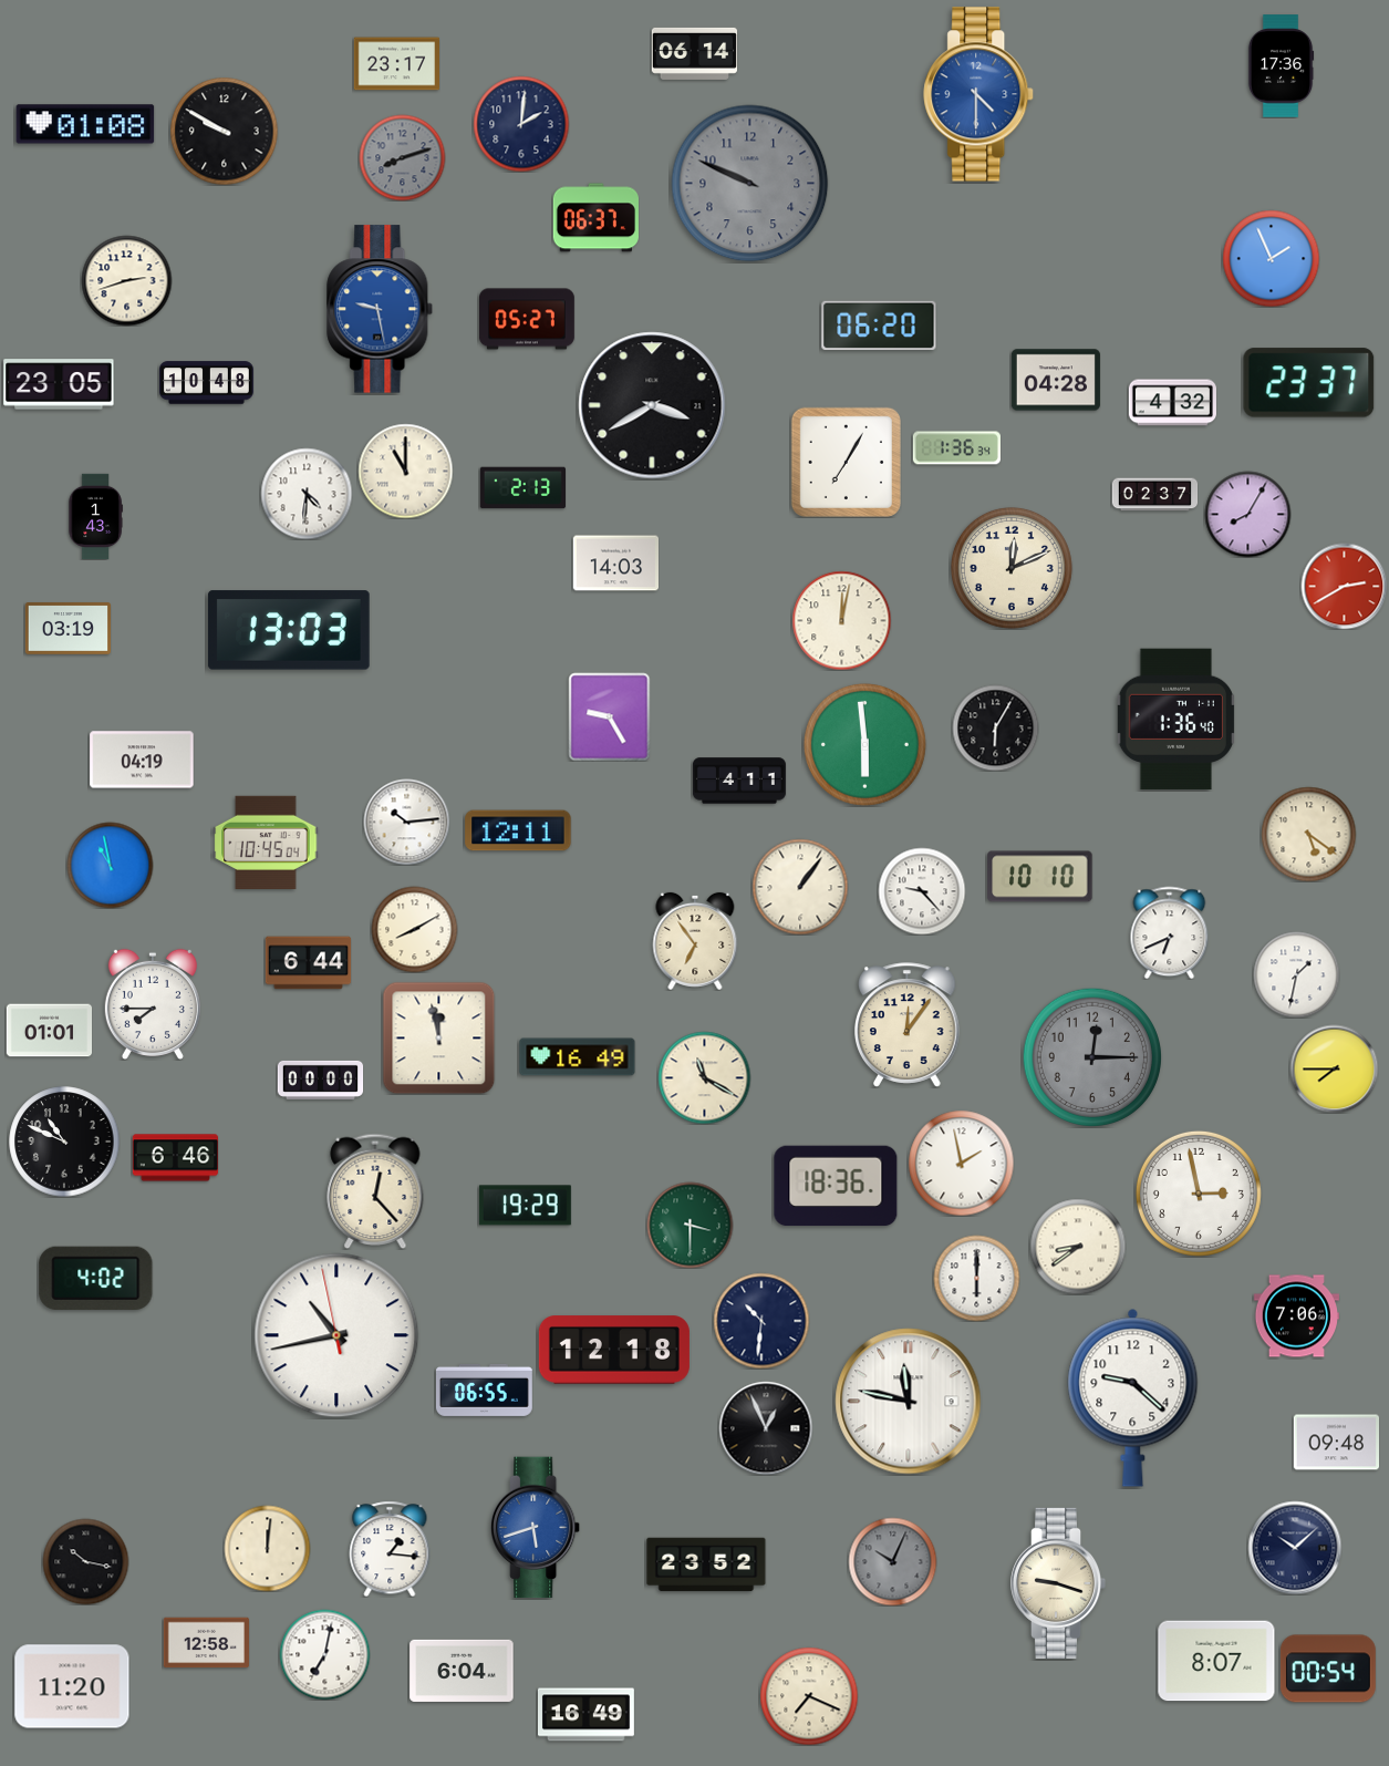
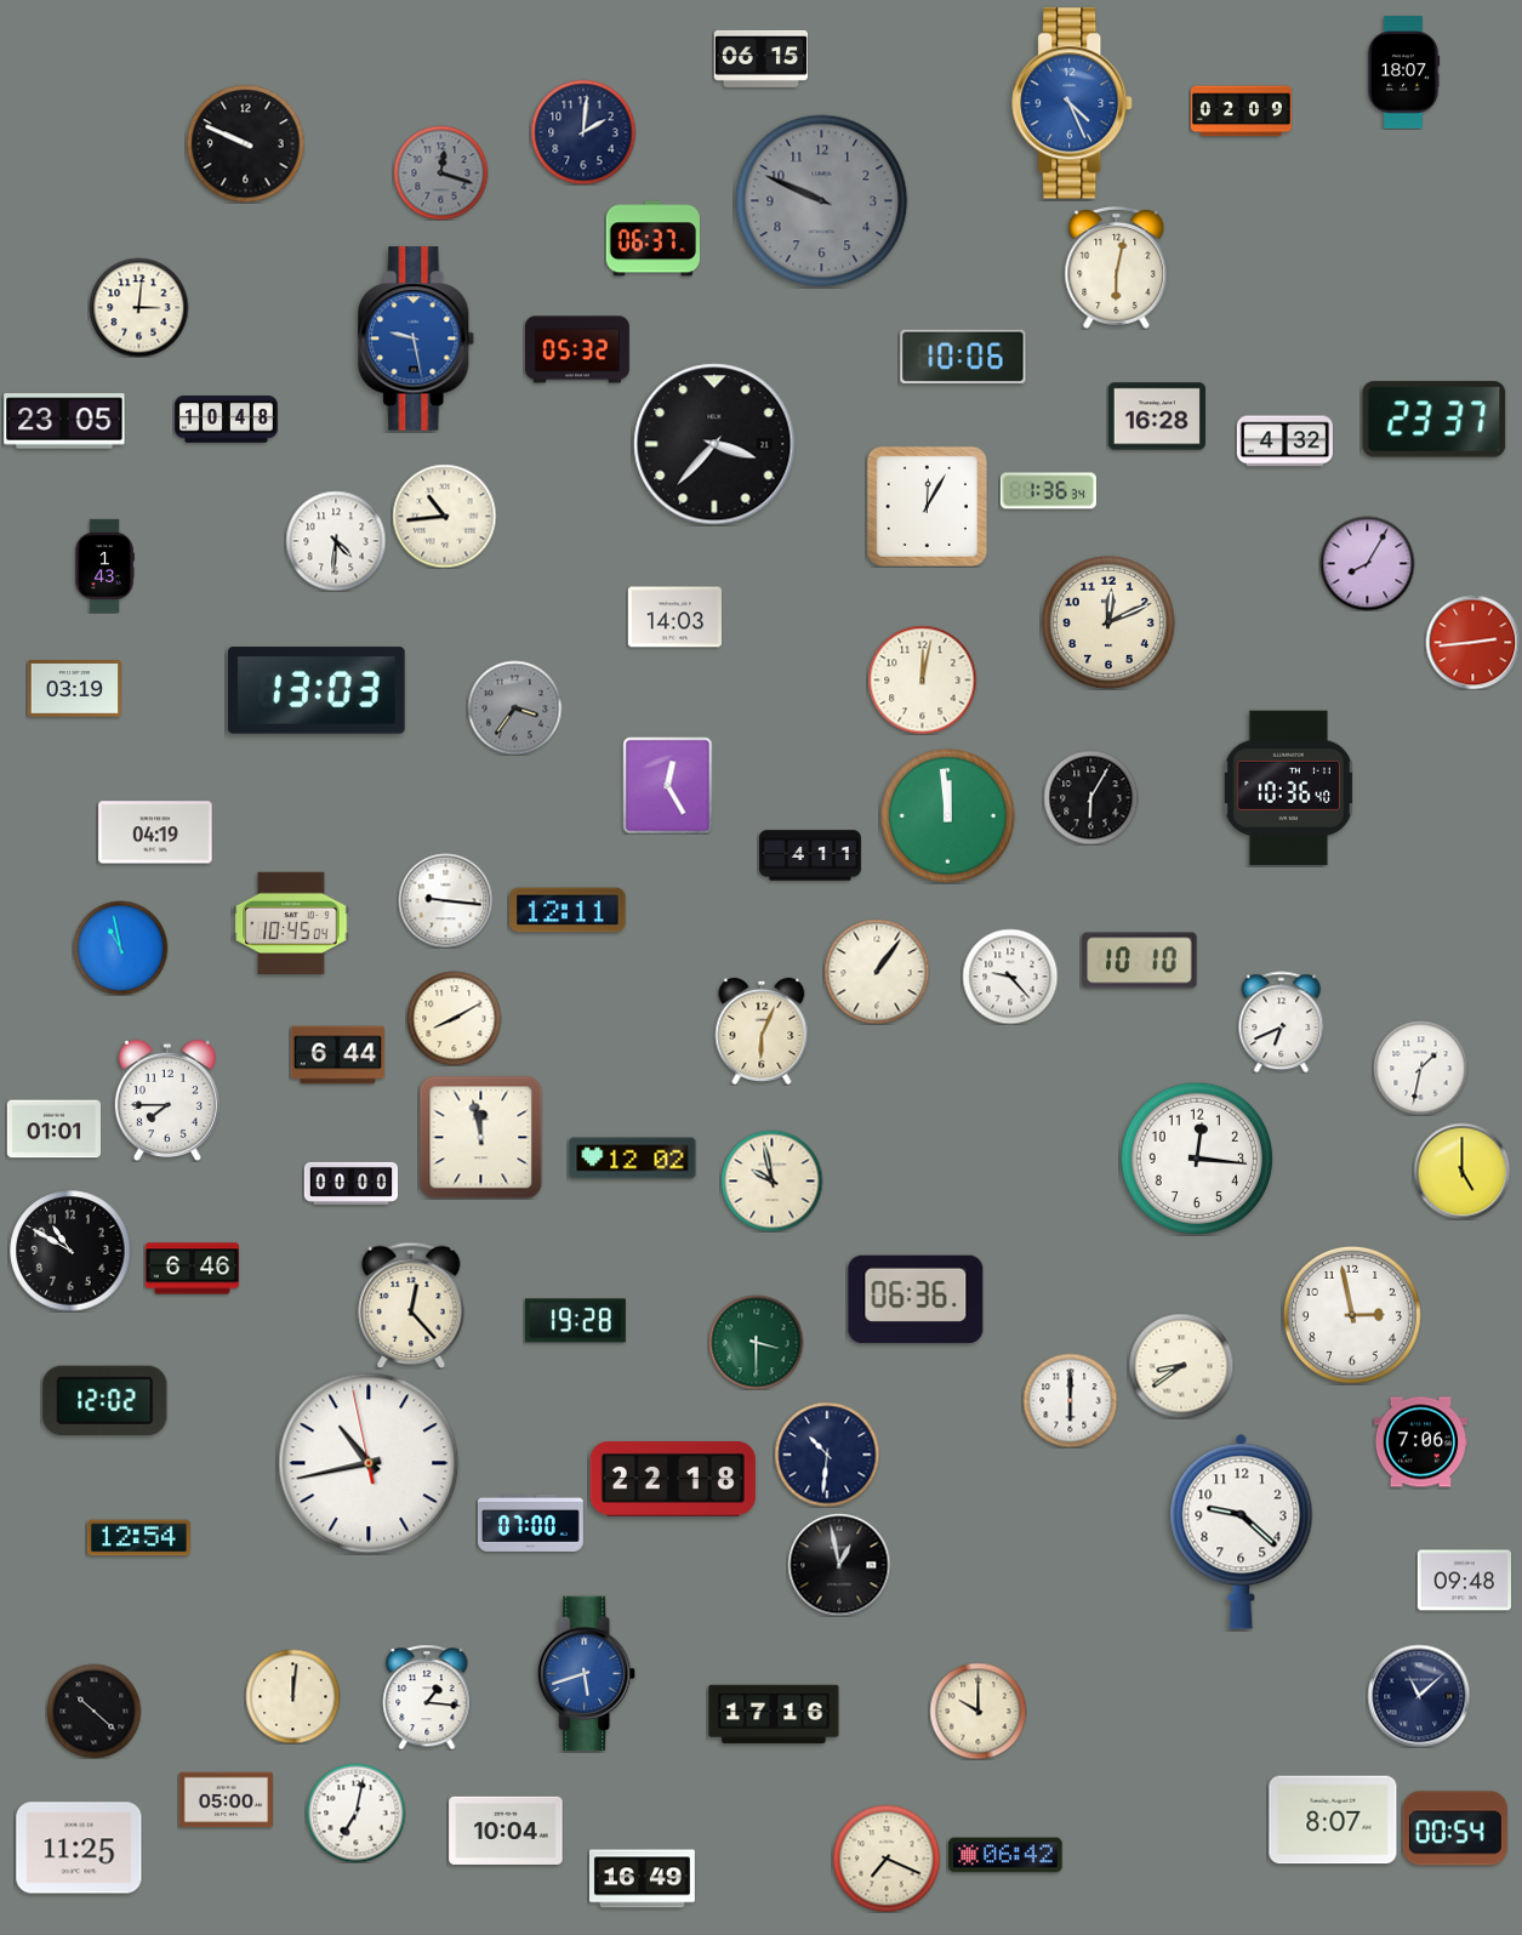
clock at (694, 53): 06:14 -> 06:15
clock at (396, 64): 23:17 -> none
clock at (1281, 66): 17:36 -> 18:07
clock at (979, 94): 4:30 -> 4:26
clock at (1241, 112): none -> 02:09
clock at (85, 124): 01:08 -> none
clock at (521, 124) position: (521, 124) -> (583, 132)
clock at (224, 131): 9:50 -> 9:49
clock at (402, 157): 8:12 -> 12:18
clock at (1117, 267): none -> 6:02
clock at (1271, 258): 1:56 -> none
clock at (126, 280): 2:42 -> 3:01
clock at (527, 319): 05:27 -> 05:32
clock at (879, 326): 06:20 -> 10:06
clock at (1056, 380): 04:28 -> 16:28
clock at (652, 405): 3:40 -> 3:37
clock at (846, 462): 7:05 -> 12:05
clock at (405, 471): 11:00 -> 10:44
clock at (522, 488): 2:13 -> none
clock at (1154, 495): 02:37 -> none
clock at (1344, 586): 2:40 -> 2:44
clock at (514, 707): none -> 3:36
clock at (610, 716): 9:25 -> 12:25
clock at (1175, 720): 1:36 -> 10:36
clock at (864, 744): 5:59 -> 11:59
clock at (406, 822): 10:14 -> 9:16
clock at (1308, 834): 5:21 -> none
clock at (695, 941): 6:54 -> 6:04
clock at (908, 1025): 12:06 -> none
clock at (578, 1057): 16:49 -> 12:02
clock at (1092, 1057): 12:15 -> 12:16
clock at (1092, 1057) dial: grey -> white
clock at (1334, 1068): 7:45 -> 5:00
clock at (704, 1077): 11:20 -> 9:58
clock at (64, 1142): 10:49 -> 10:50
clock at (961, 1163): 1:58 -> none
clock at (836, 1186): 18:36 -> 06:36
clock at (1199, 1194) position: (1199, 1194) -> (1352, 1315)
clock at (525, 1206): 19:29 -> 19:28
clock at (96, 1278): 4:02 -> 12:02
clock at (761, 1321) position: (761, 1321) -> (827, 1455)
clock at (614, 1350): 12:18 -> 22:18
clock at (485, 1390): 06:55 -> 07:00
clock at (909, 1402): 11:47 -> none
clock at (138, 1538): none -> 12:54
clock at (766, 1428): 12:56 -> 12:58
clock at (1295, 1548): 10:08 -> 11:08
clock at (85, 1561): 10:17 -> 10:22
clock at (892, 1561): 10:04 -> 10:00
clock at (892, 1561) dial: grey -> cream
clock at (706, 1564): 23:52 -> 17:16
clock at (1059, 1583): 9:18 -> none
clock at (206, 1643): 12:58 -> 05:00
clock at (462, 1671): 6:04 -> 10:04
clock at (72, 1686): 11:20 -> 11:25
clock at (1005, 1855): none -> 06:42
